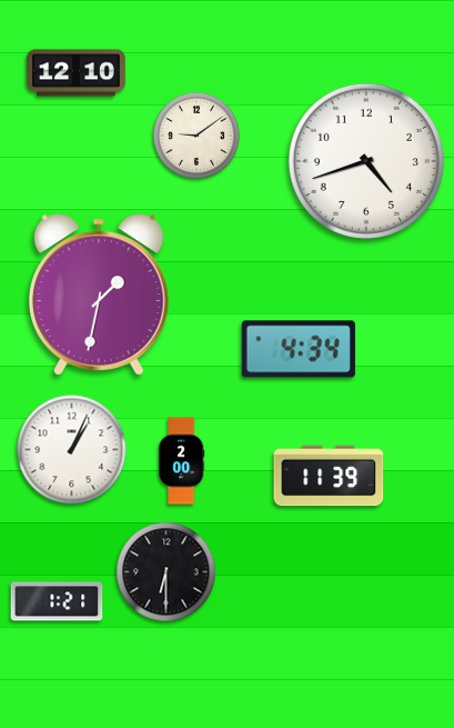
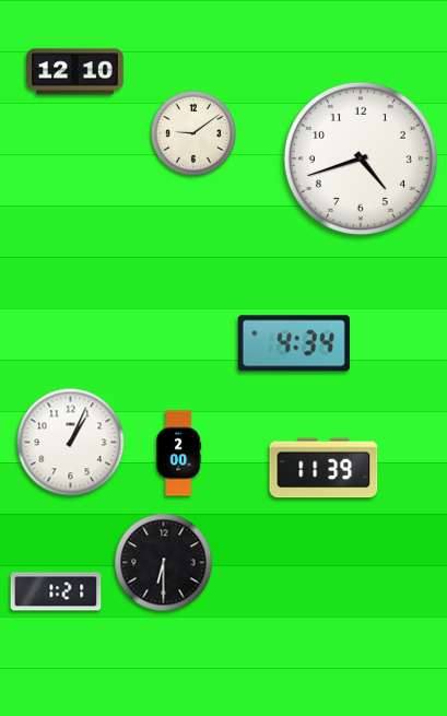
clock at (99, 295): 1:32 -> none
